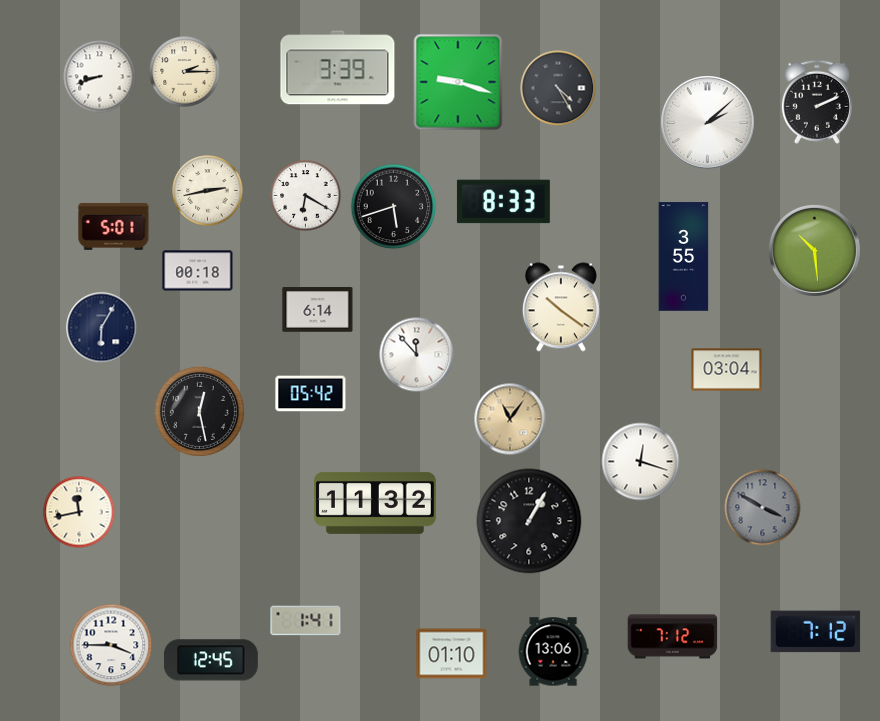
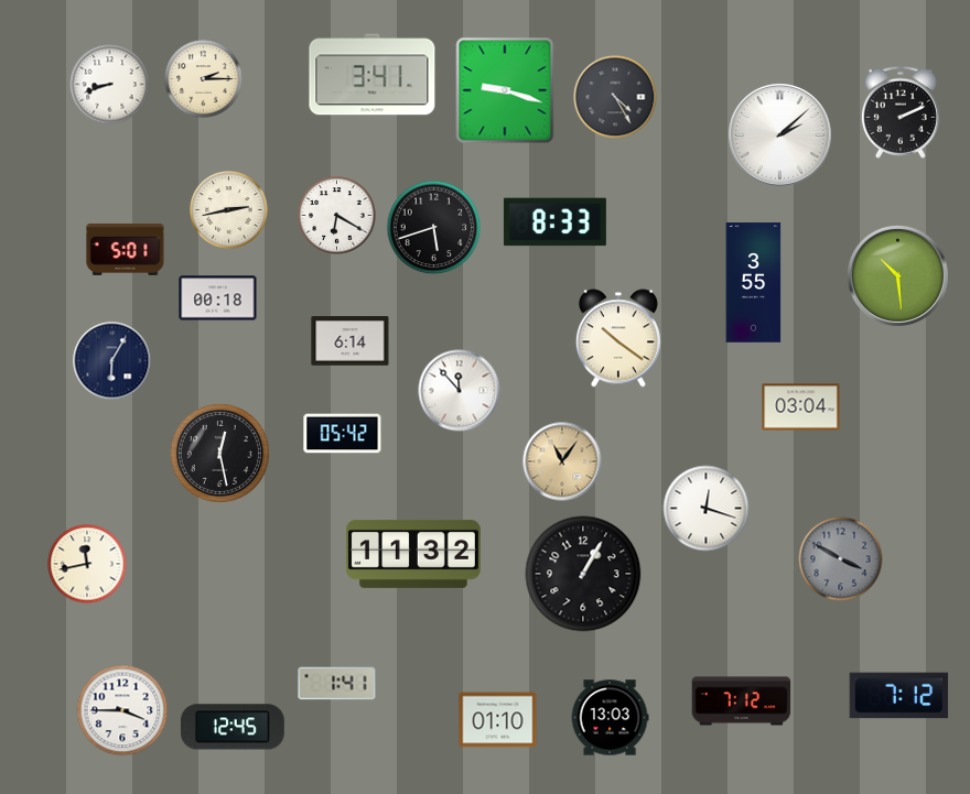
clock at (338, 68): 3:39 -> 3:41
clock at (553, 652): 13:06 -> 13:03
